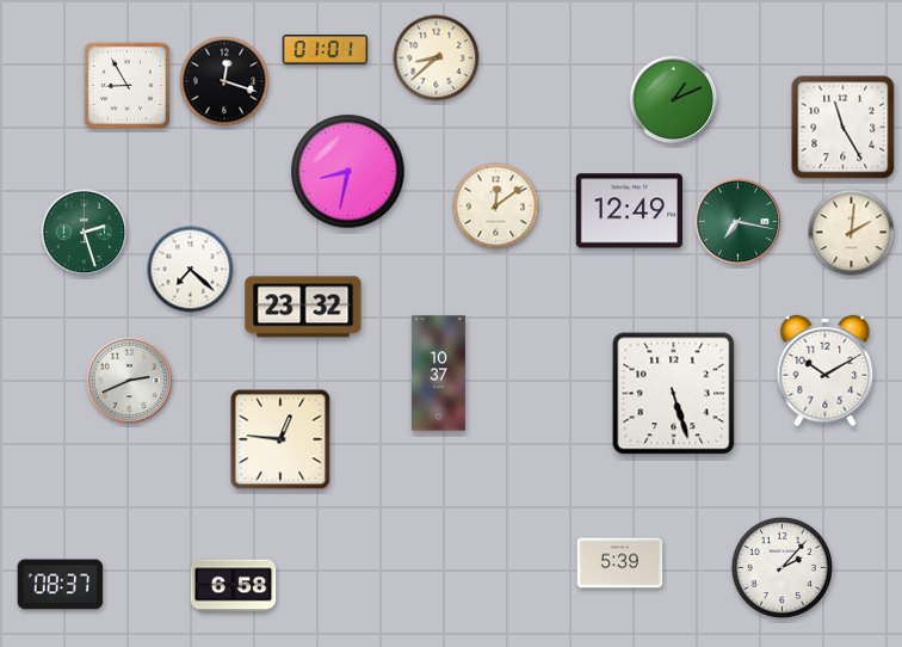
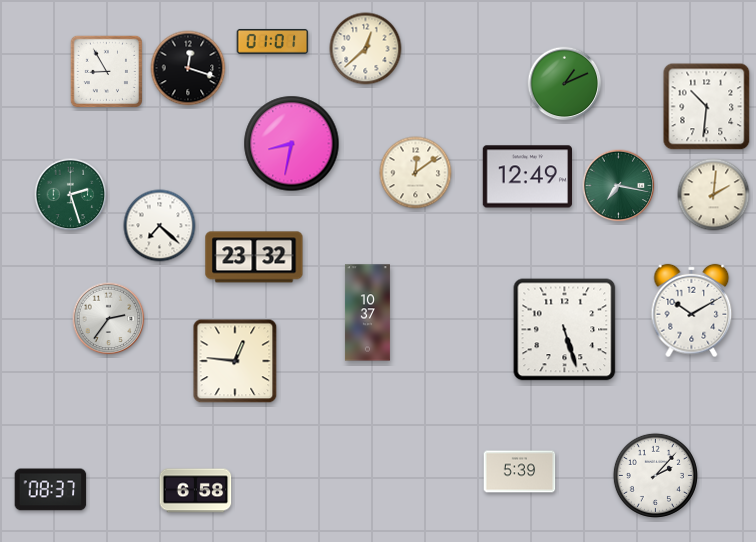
clock at (437, 58): 8:38 -> 12:38
clock at (844, 128): 11:25 -> 10:31
clock at (130, 381): 2:41 -> 2:36
clock at (280, 439) position: (280, 439) -> (235, 361)
